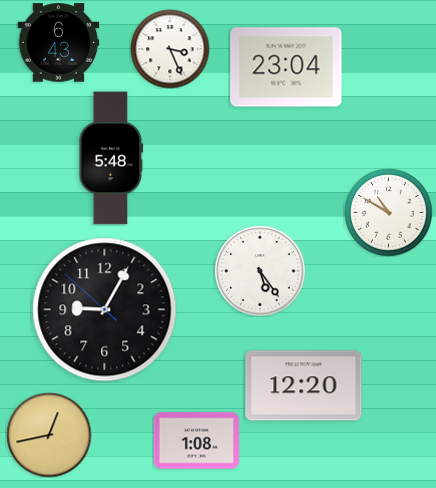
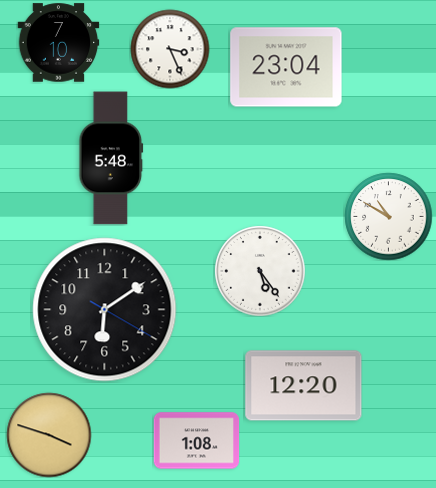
clock at (58, 43): 6:43 -> 7:10
clock at (388, 212) position: (388, 212) -> (388, 216)
clock at (105, 310): 9:04 -> 6:09
clock at (49, 435): 12:43 -> 3:48
